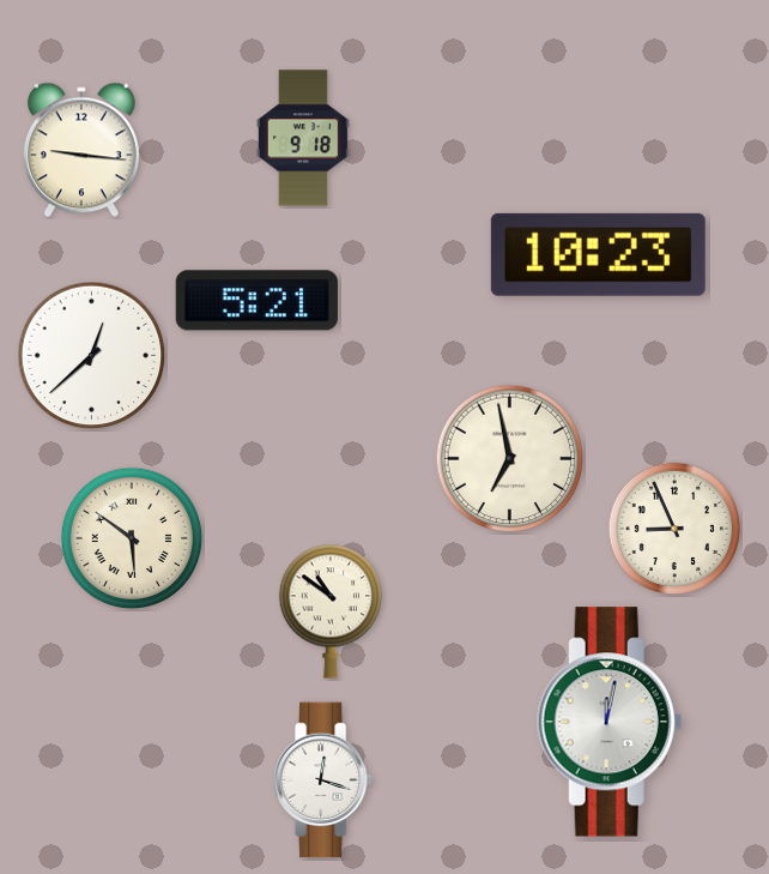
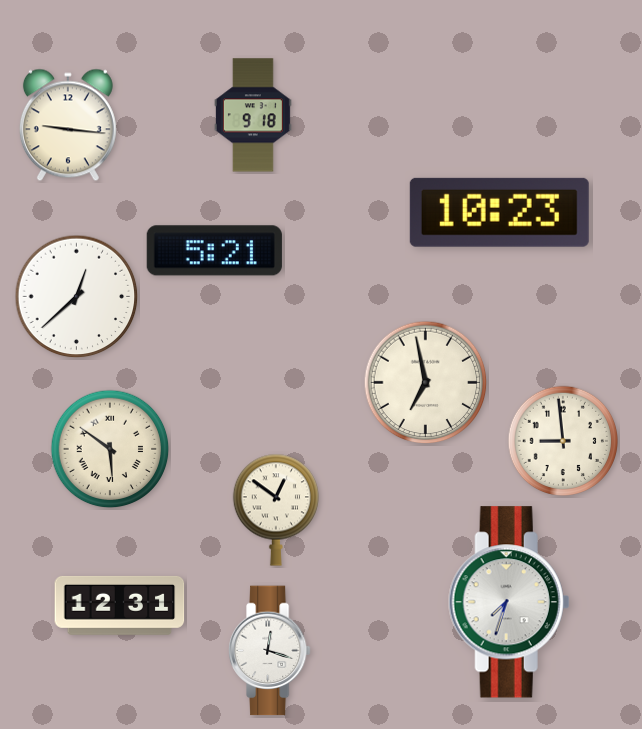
clock at (674, 529): 8:56 -> 8:59
clock at (329, 611): 10:51 -> 12:51
clock at (610, 722): 12:02 -> 7:33
clock at (120, 605): none -> 12:31
